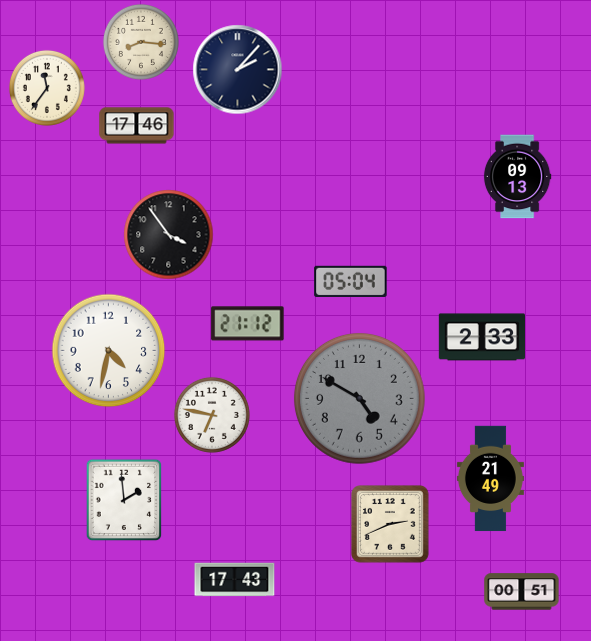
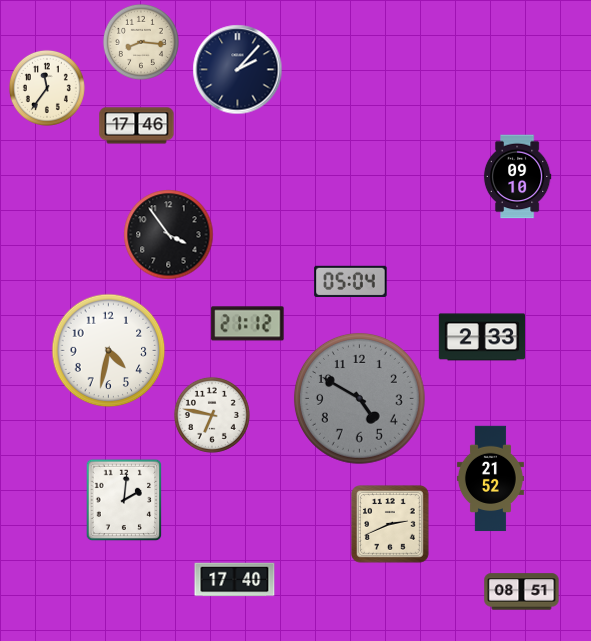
clock at (517, 177): 09:13 -> 09:10
clock at (490, 479): 21:49 -> 21:52
clock at (124, 500): 1:59 -> 2:01
clock at (235, 580): 17:43 -> 17:40
clock at (522, 592): 00:51 -> 08:51
